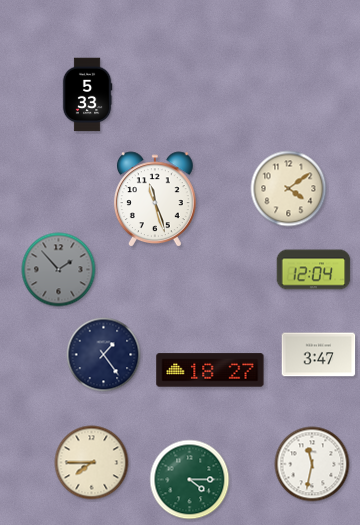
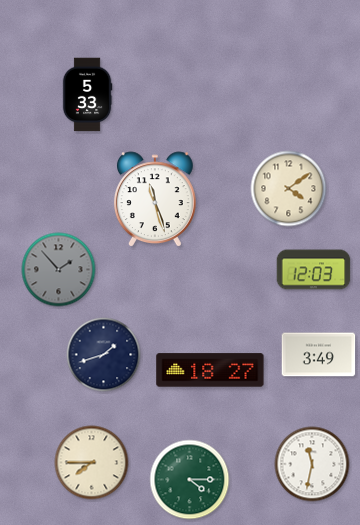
clock at (314, 270): 12:04 -> 12:03
clock at (104, 355): 1:24 -> 1:42
clock at (319, 355): 3:47 -> 3:49
